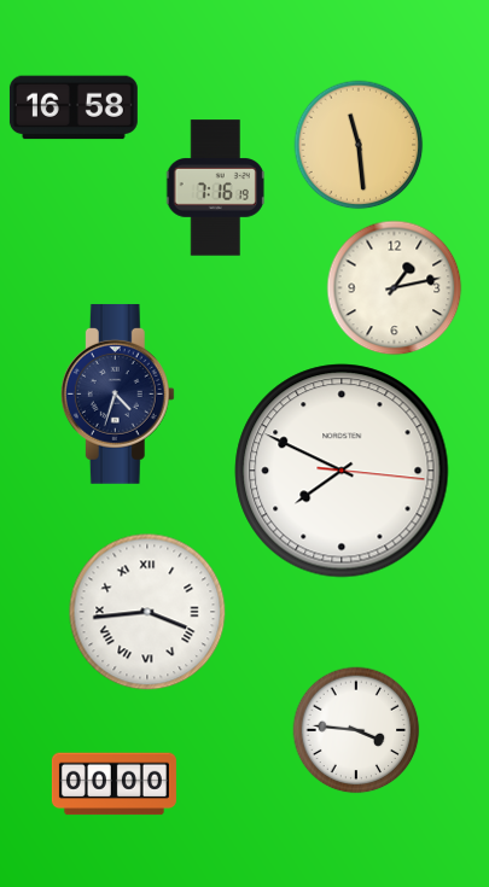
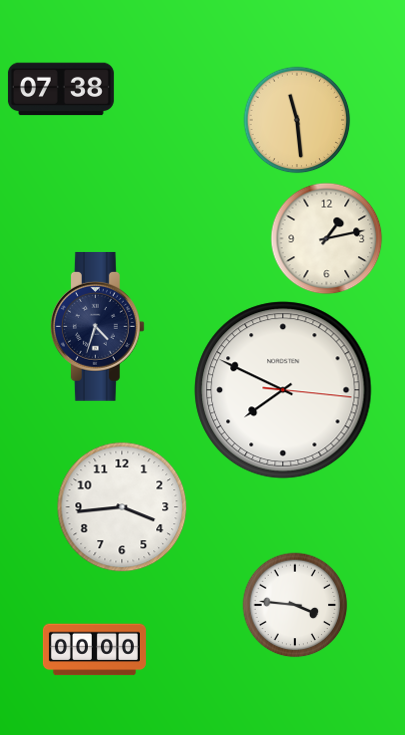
clock at (74, 107): 16:58 -> 07:38
clock at (215, 188): 7:16 -> none
clock at (147, 612) numerals: Roman -> Arabic
